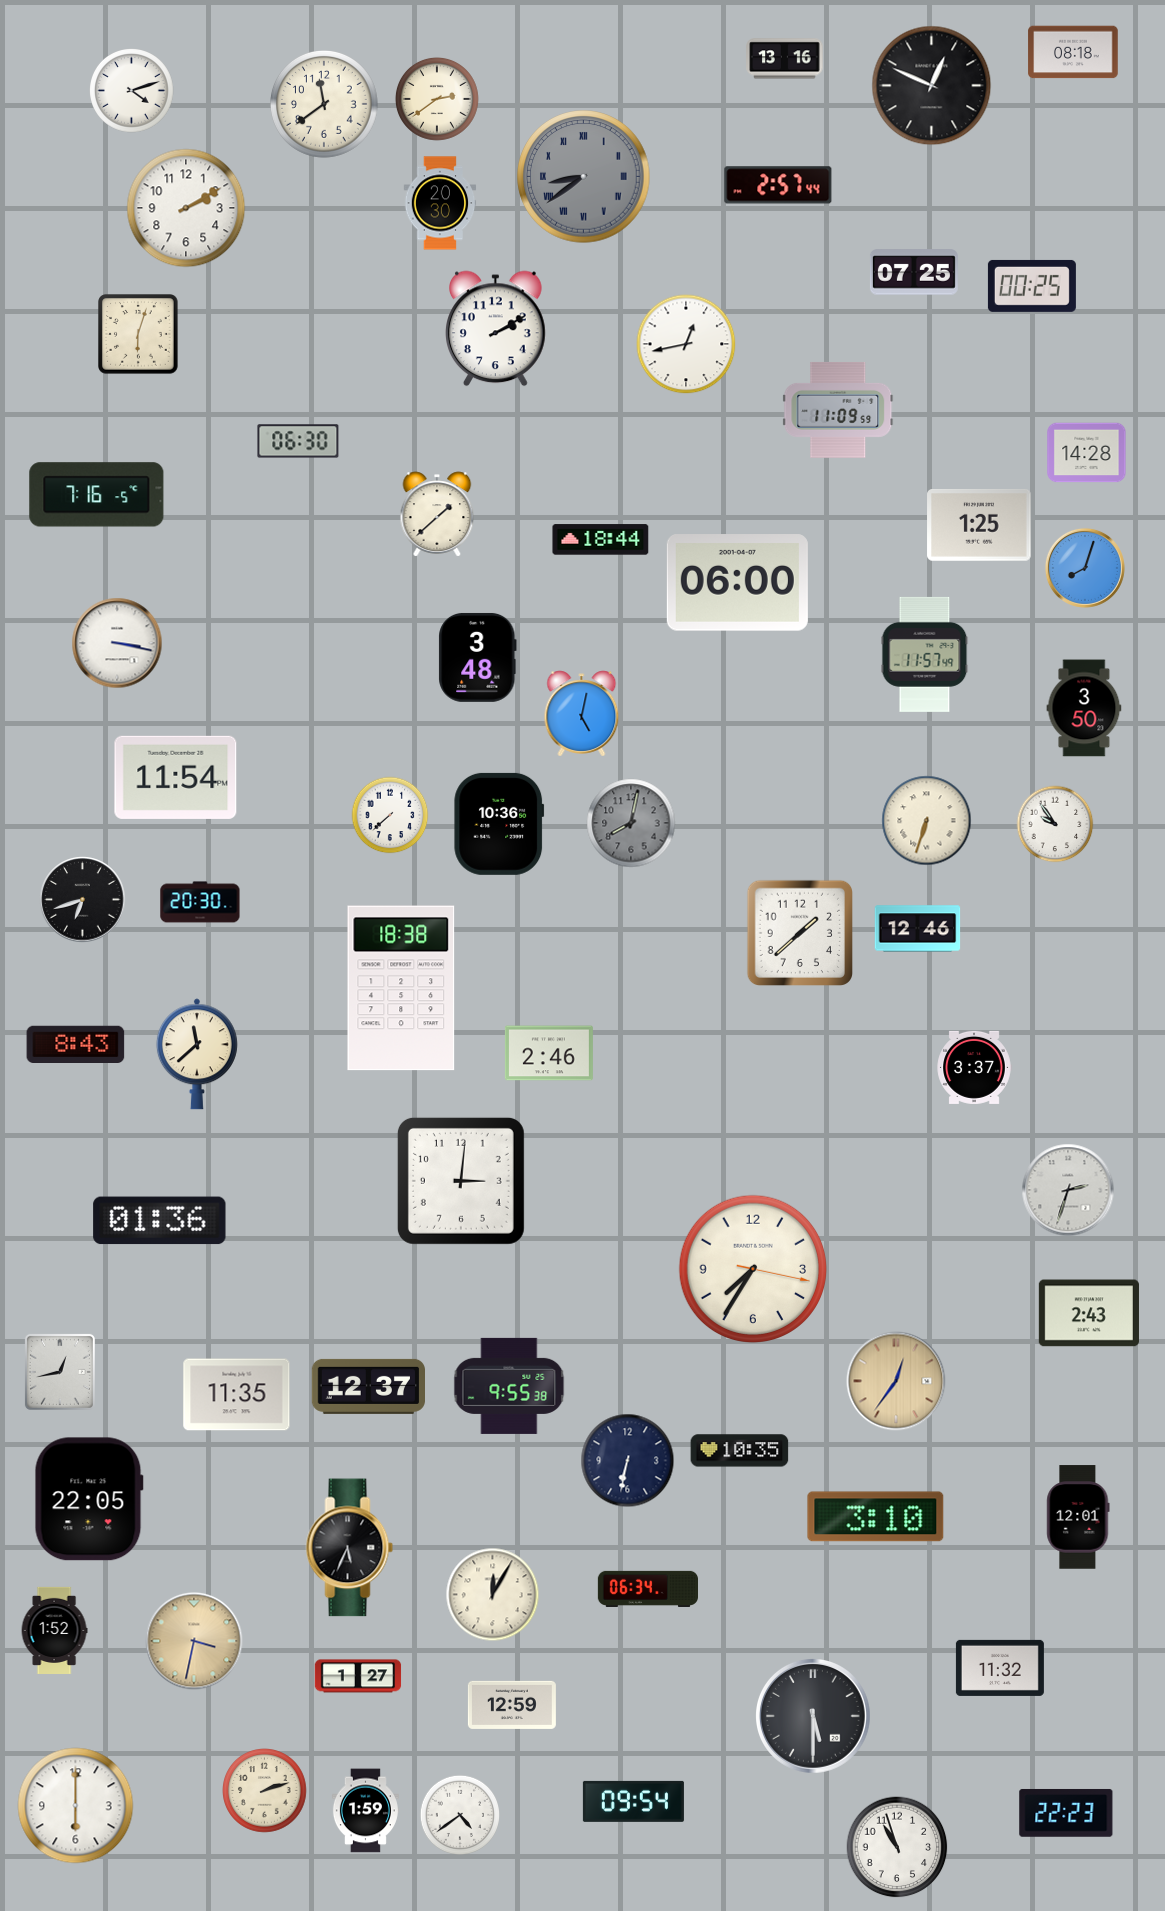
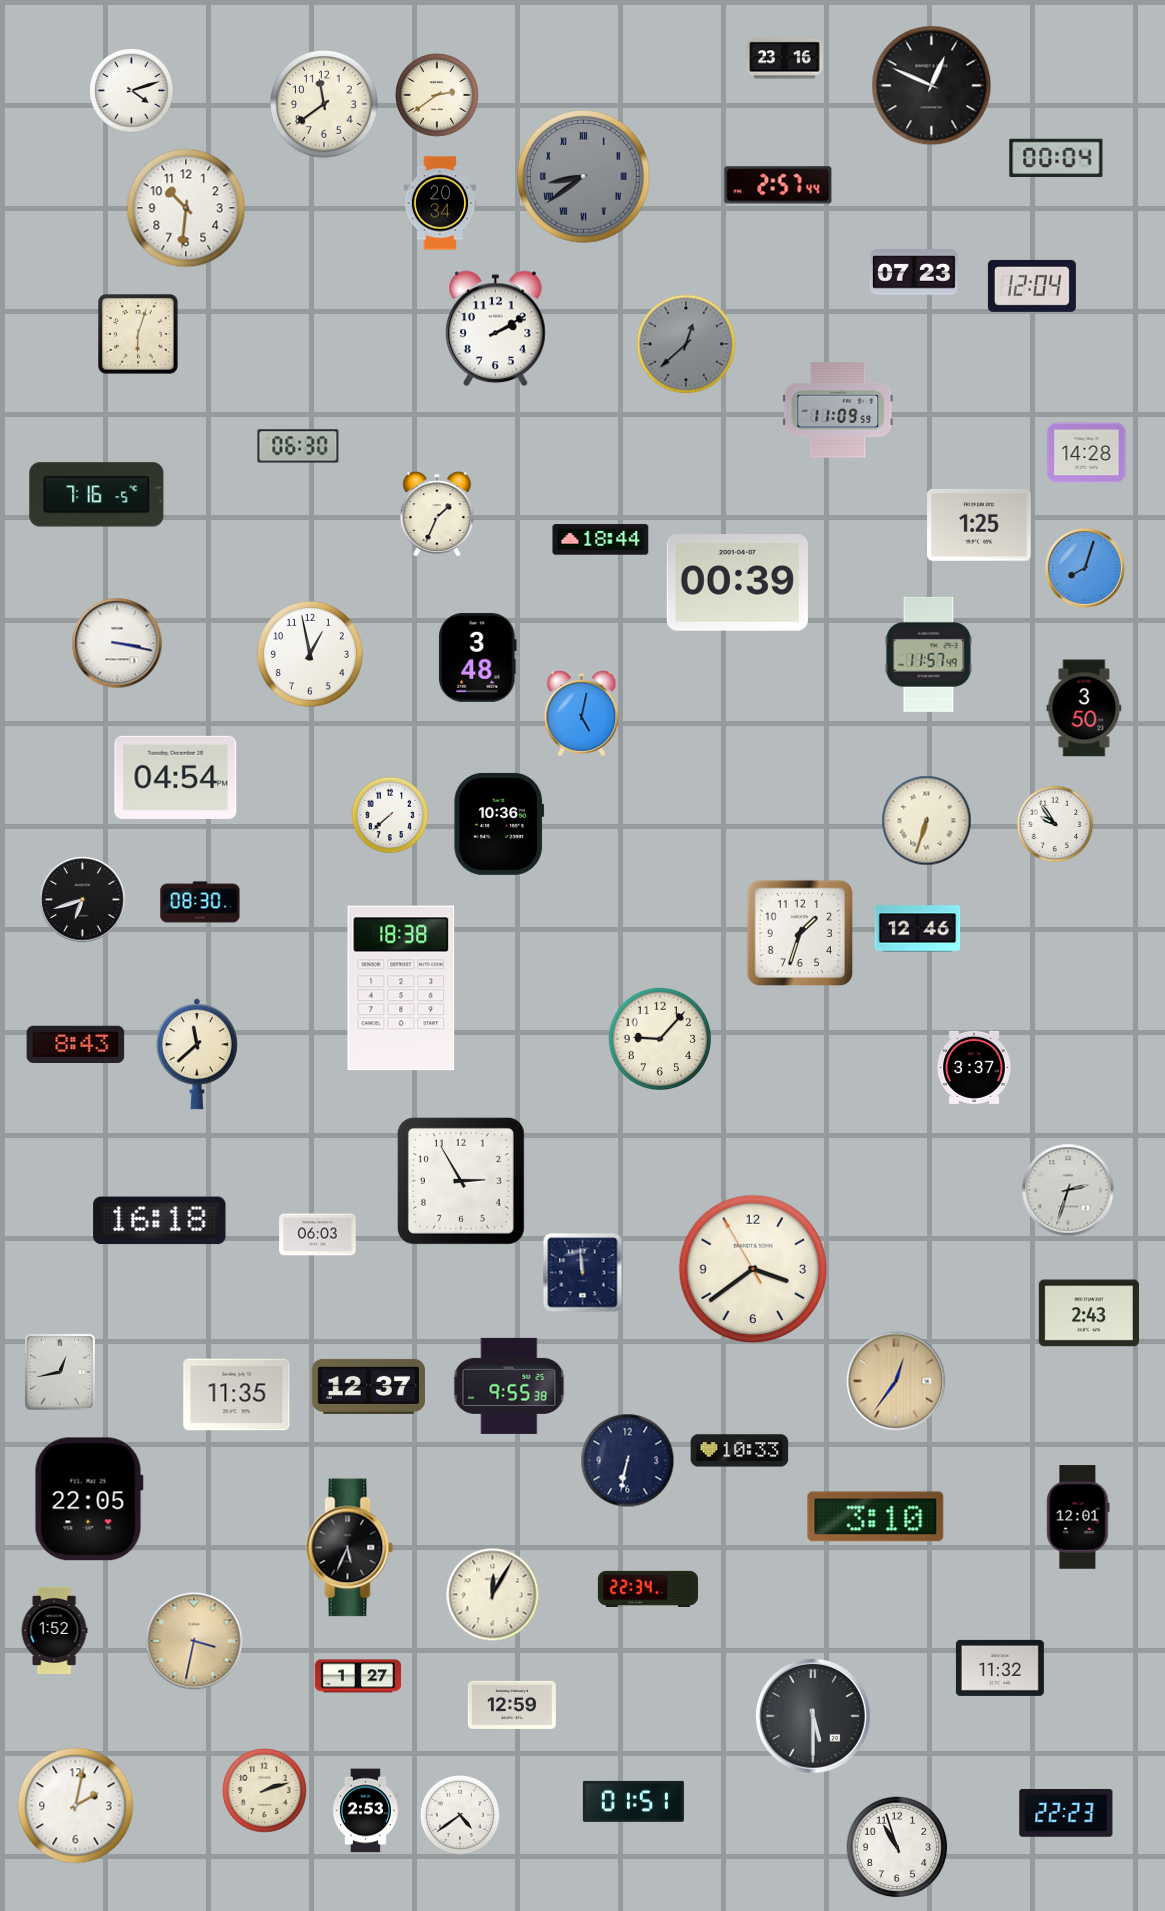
clock at (1073, 52): 08:18 -> none
clock at (785, 59): 13:16 -> 23:16
clock at (437, 99) position: (437, 99) -> (437, 95)
clock at (1056, 157): none -> 00:04
clock at (440, 203): 20:30 -> 20:34
clock at (186, 208): 2:10 -> 10:31
clock at (914, 272): 07:25 -> 07:23
clock at (1032, 286): 00:25 -> 12:04
clock at (686, 344): 12:43 -> 12:38
clock at (686, 344) dial: white -> grey
clock at (298, 441) position: (298, 441) -> (298, 446)
clock at (437, 514): 1:38 -> 1:34
clock at (737, 583): 06:00 -> 00:39
clock at (310, 654): none -> 12:58
clock at (925, 654) position: (925, 654) -> (929, 654)
clock at (176, 777): 11:54 -> 04:54
clock at (631, 823): 8:02 -> none
clock at (200, 902): 20:30 -> 08:30
clock at (799, 932): 1:38 -> 1:33
clock at (659, 1038): none -> 9:07
clock at (549, 1053): 2:46 -> none
clock at (461, 1181): 3:01 -> 2:55
clock at (160, 1221): 01:36 -> 16:18
clock at (318, 1235): none -> 06:03
clock at (753, 1269): 7:35 -> 3:38
clock at (583, 1273): none -> 11:59
clock at (740, 1451): 10:35 -> 10:33
clock at (647, 1589): 06:34 -> 22:34
clock at (633, 1801): 09:54 -> 01:51
clock at (76, 1806): 6:00 -> 2:02
clock at (365, 1811): 1:59 -> 2:53
